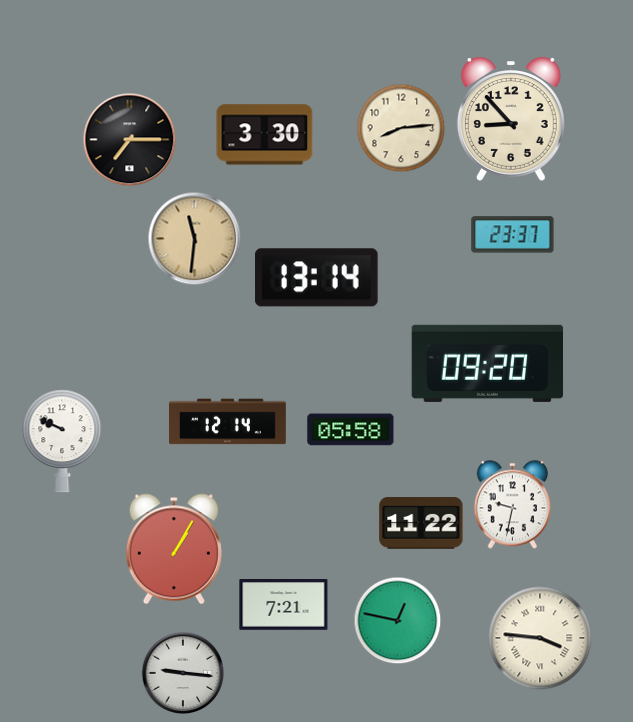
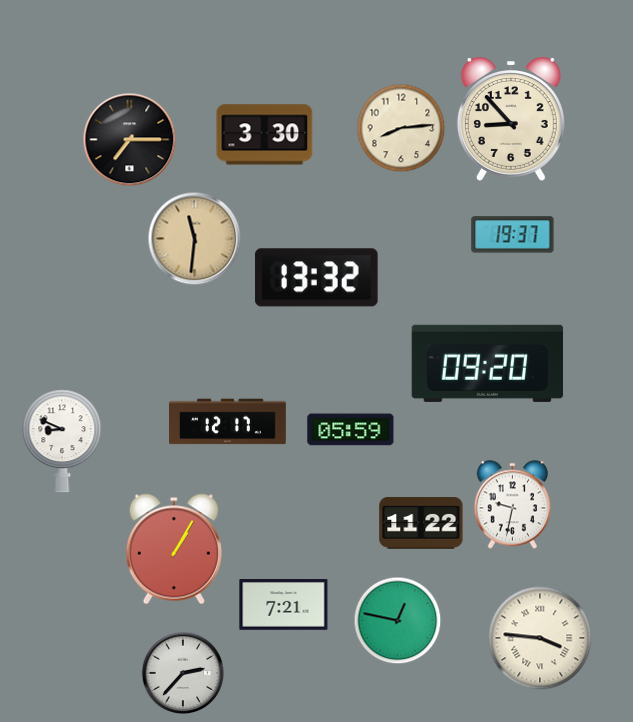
clock at (513, 235): 23:37 -> 19:37
clock at (317, 278): 13:14 -> 13:32
clock at (228, 422): 12:14 -> 12:17
clock at (351, 430): 05:58 -> 05:59
clock at (62, 441): 9:49 -> 8:49
clock at (183, 673): 9:16 -> 2:37
